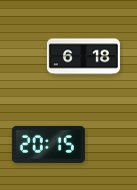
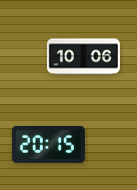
clock at (83, 57): 6:18 -> 10:06
